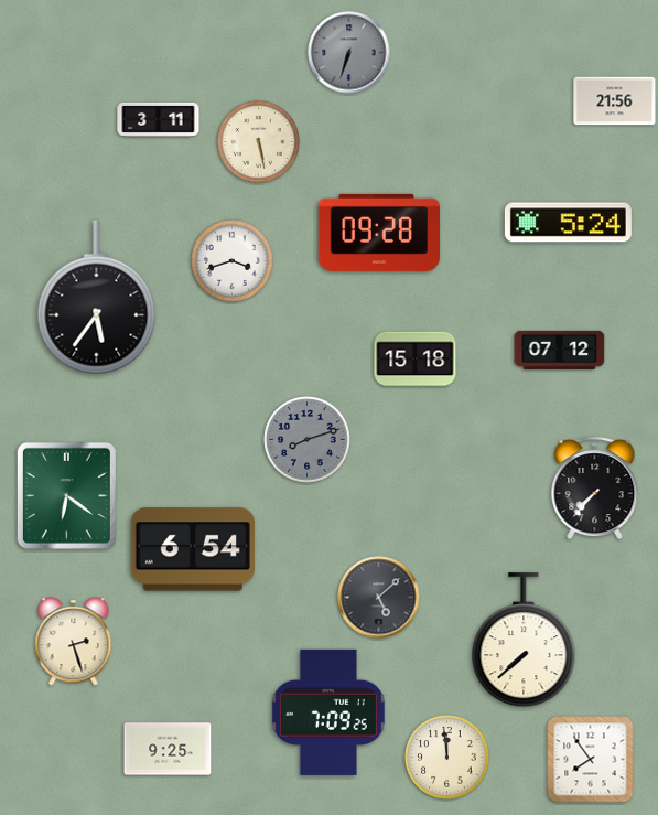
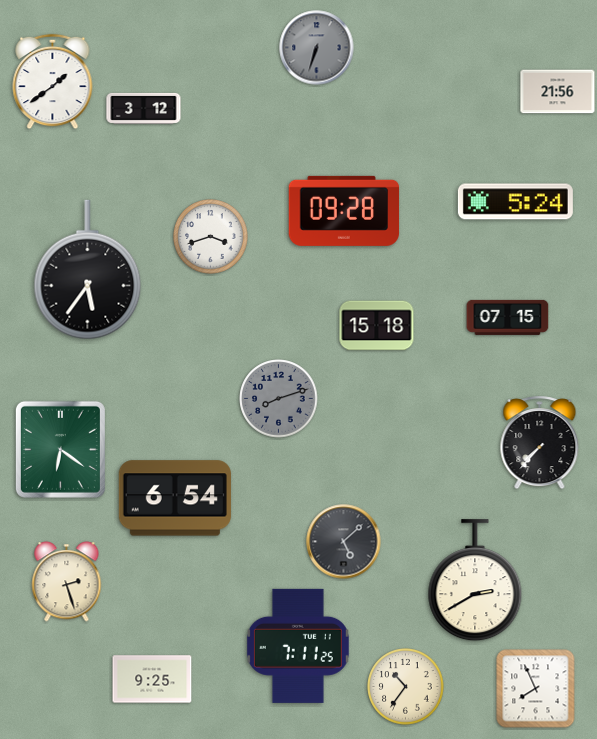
clock at (53, 82): none -> 1:39
clock at (159, 119): 3:11 -> 3:12
clock at (259, 142): 5:28 -> none
clock at (560, 350): 07:12 -> 07:15
clock at (524, 641): 7:38 -> 2:40
clock at (328, 712): 7:09 -> 7:11
clock at (447, 758): 11:59 -> 10:36
clock at (591, 760): 7:54 -> 7:56
